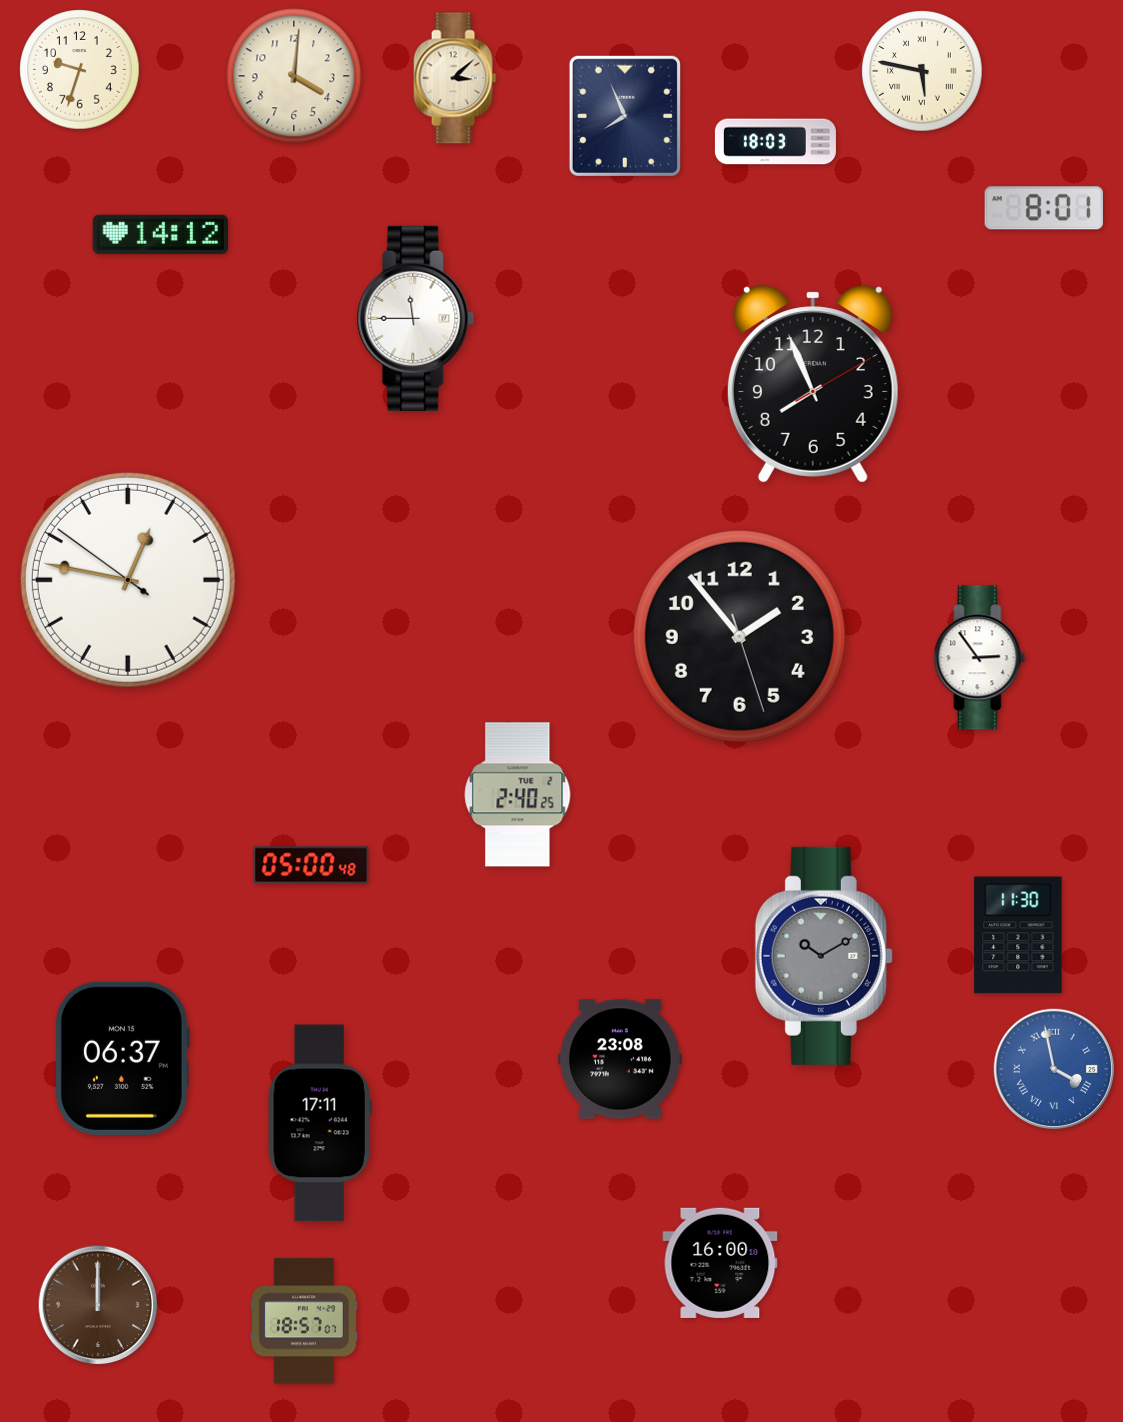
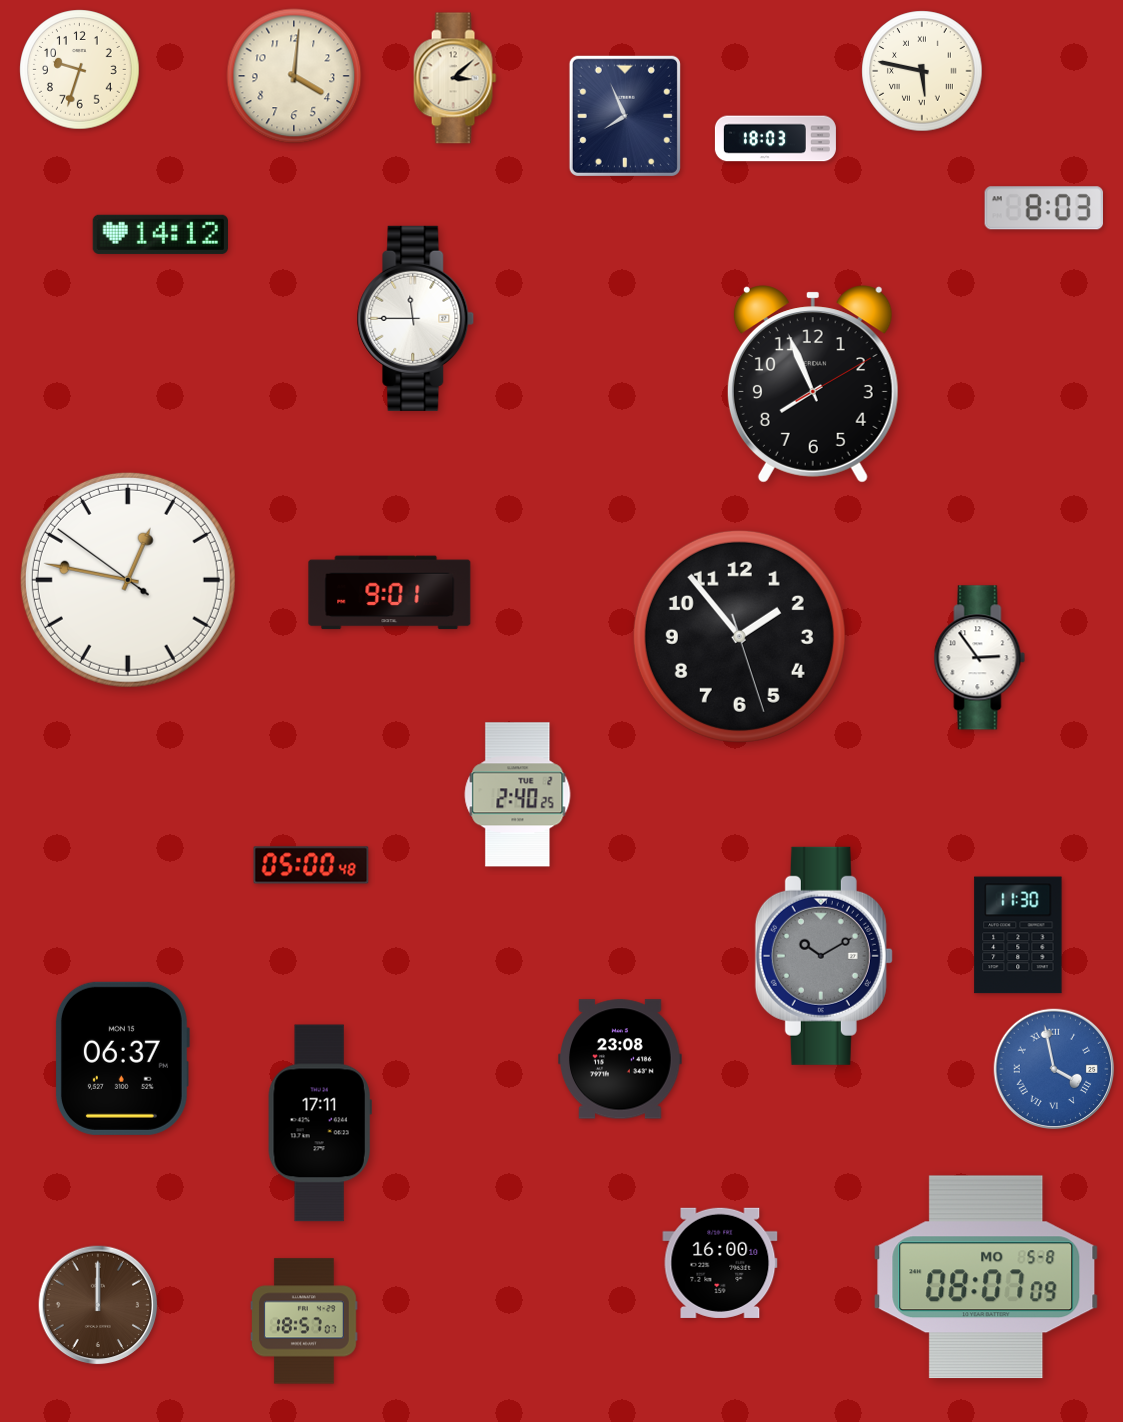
clock at (775, 142) position: (775, 142) -> (775, 139)
clock at (1044, 208): 8:01 -> 8:03
clock at (390, 593): none -> 9:01
clock at (986, 1277): none -> 08:07
